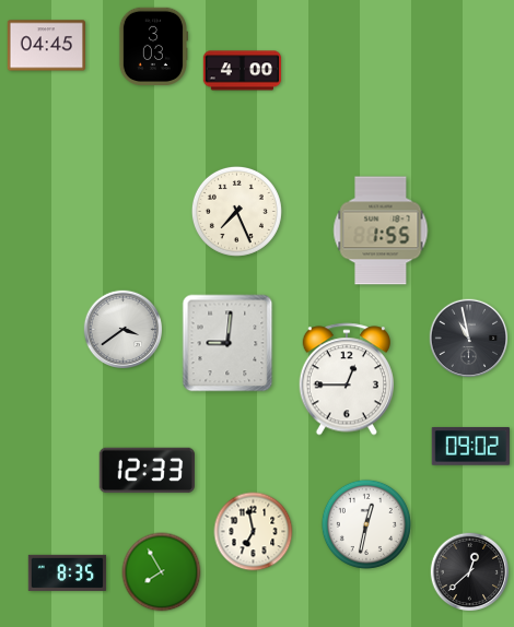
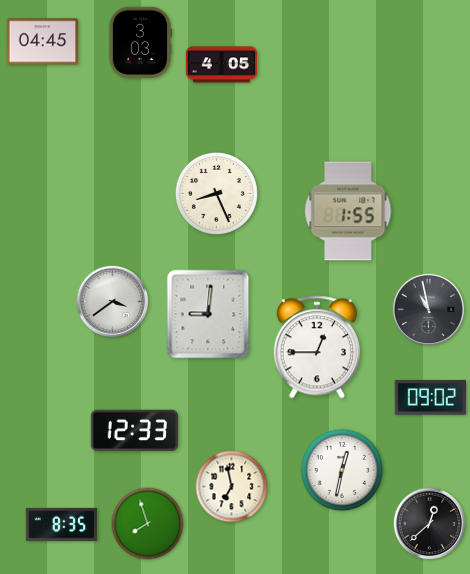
clock at (243, 71): 4:00 -> 4:05
clock at (236, 211): 7:26 -> 8:26
clock at (470, 446) position: (470, 446) -> (430, 397)
clock at (366, 524) position: (366, 524) -> (342, 470)
clock at (162, 572): 7:55 -> 7:57
